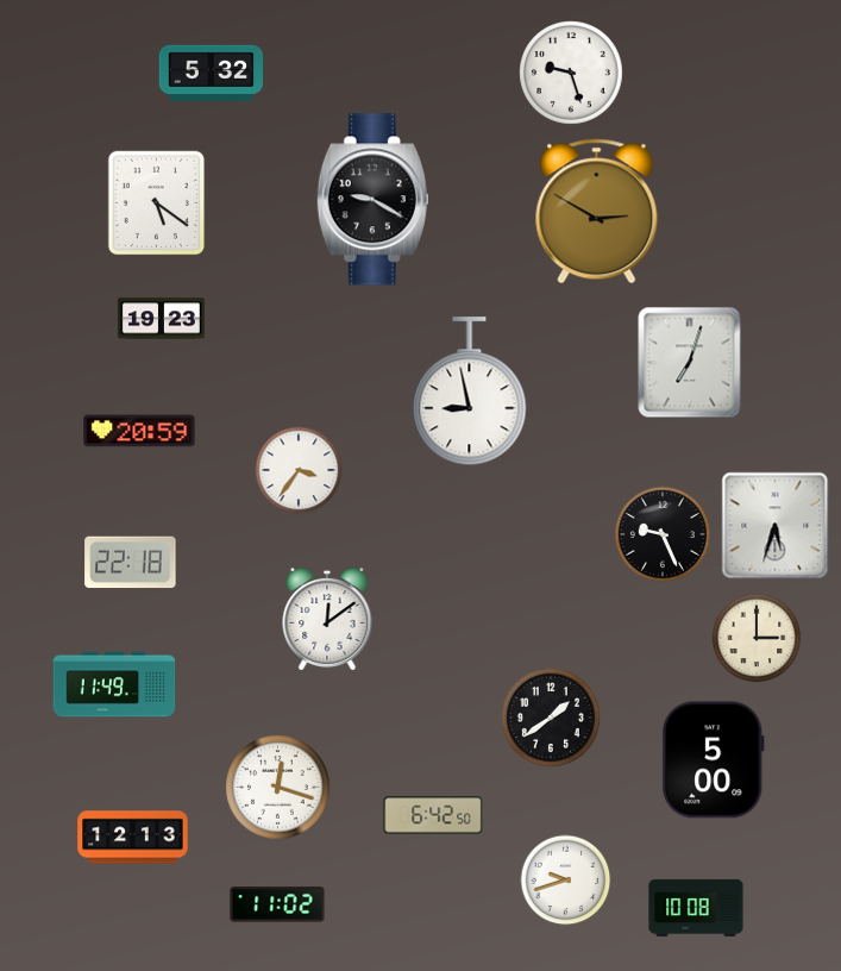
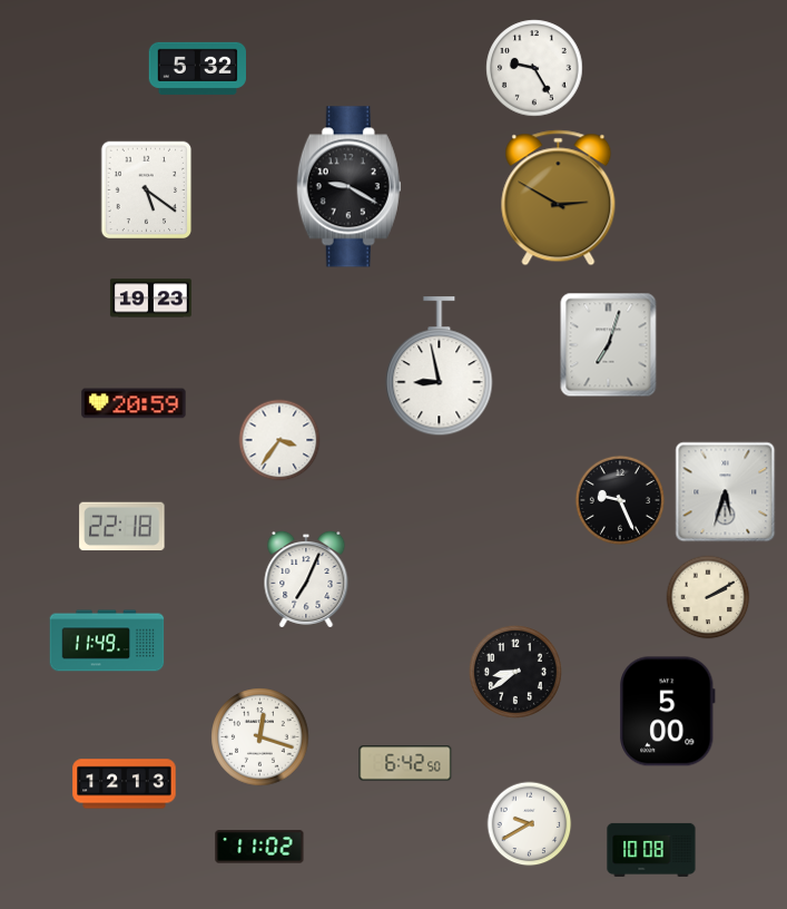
clock at (571, 73): 9:27 -> 9:25
clock at (690, 363) position: (690, 363) -> (609, 345)
clock at (139, 431) position: (139, 431) -> (134, 403)
clock at (327, 619): 12:09 -> 7:04
clock at (757, 638): 3:00 -> 2:10
clock at (551, 718): 1:39 -> 8:39
clock at (566, 881): 9:42 -> 9:40
